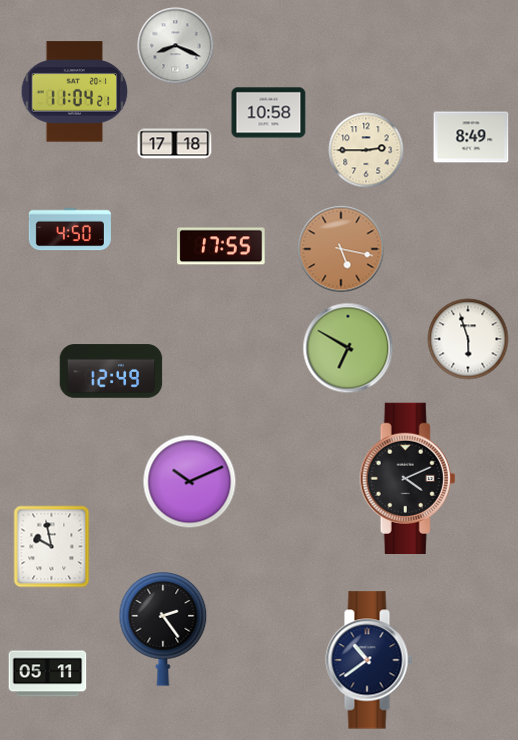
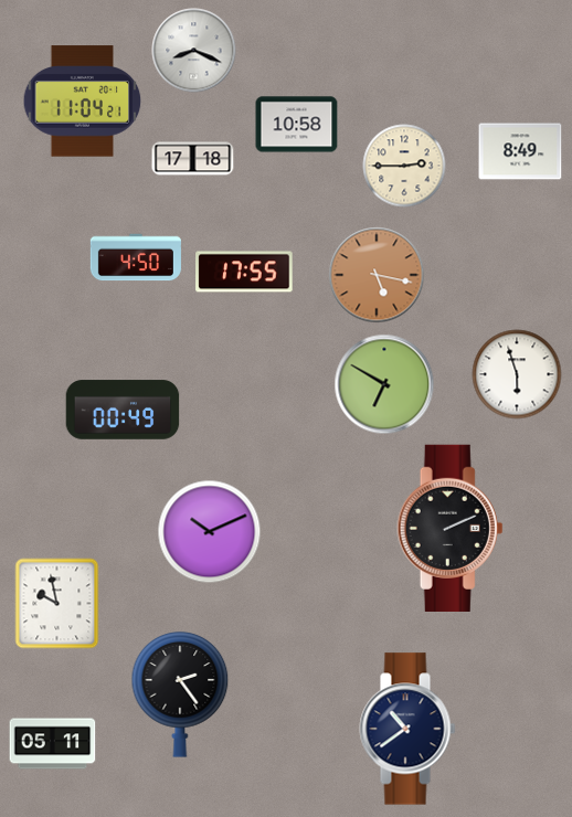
clock at (70, 229) position: (70, 229) -> (136, 257)
clock at (111, 371): 12:49 -> 00:49
clock at (408, 478): 4:11 -> 2:11
